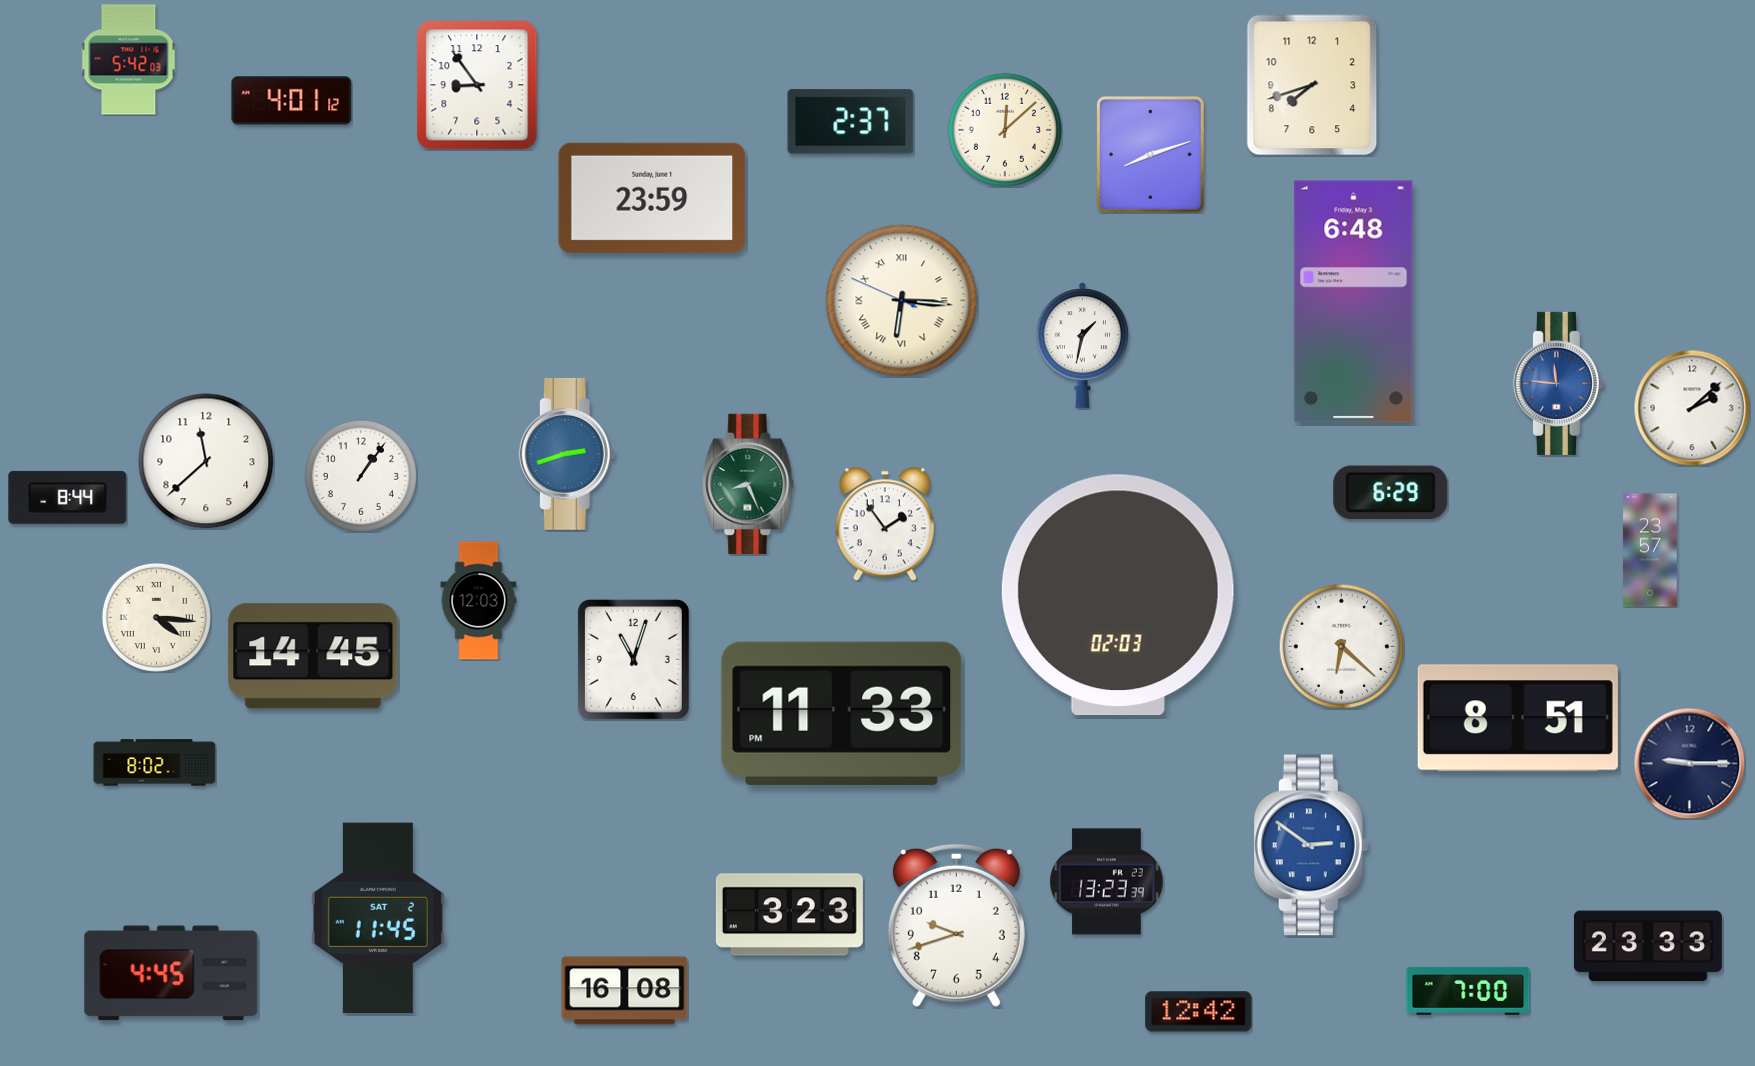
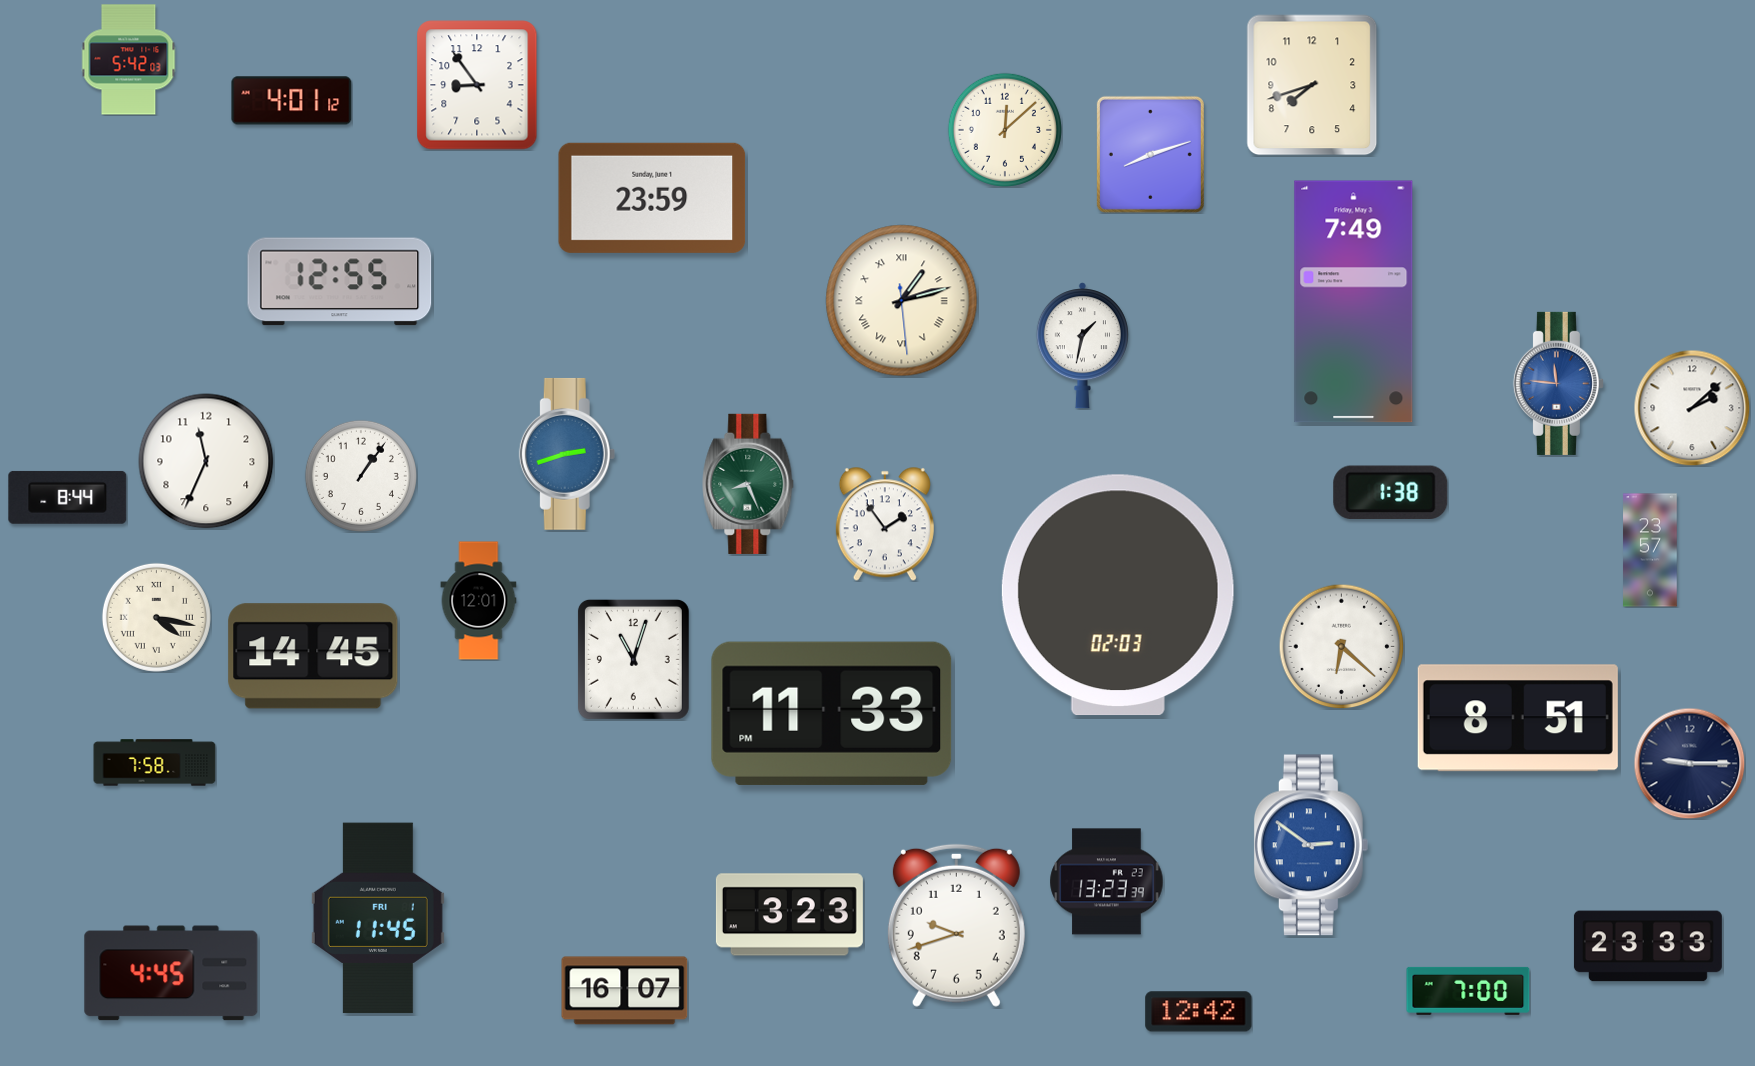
clock at (851, 122): 2:37 -> none
clock at (340, 282): none -> 12:55
clock at (902, 301): 6:15 -> 1:12
clock at (1354, 302): 6:48 -> 7:49
clock at (206, 461): 11:38 -> 11:34
clock at (1391, 493): 6:29 -> 1:38
clock at (479, 601): 12:03 -> 12:01
clock at (156, 617): 4:16 -> 4:17
clock at (842, 713) position: (842, 713) -> (832, 713)
clock at (155, 763): 8:02 -> 7:58
clock at (378, 918) date: SAT 2 -> FRI 1
clock at (625, 991): 16:08 -> 16:07
